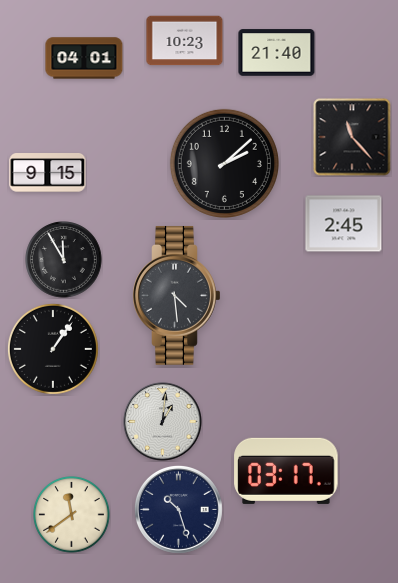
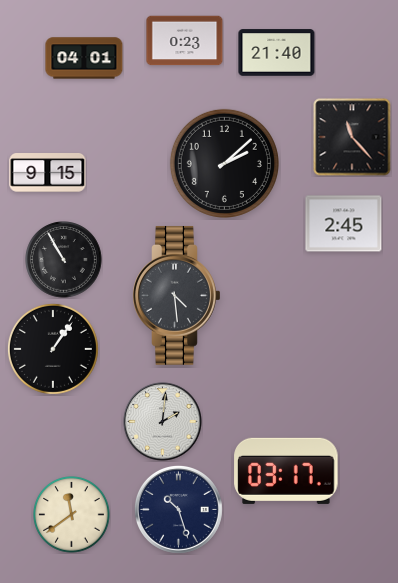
clock at (185, 41): 10:23 -> 0:23
clock at (64, 260): 11:55 -> 10:55
clock at (163, 422): 1:01 -> 2:01
